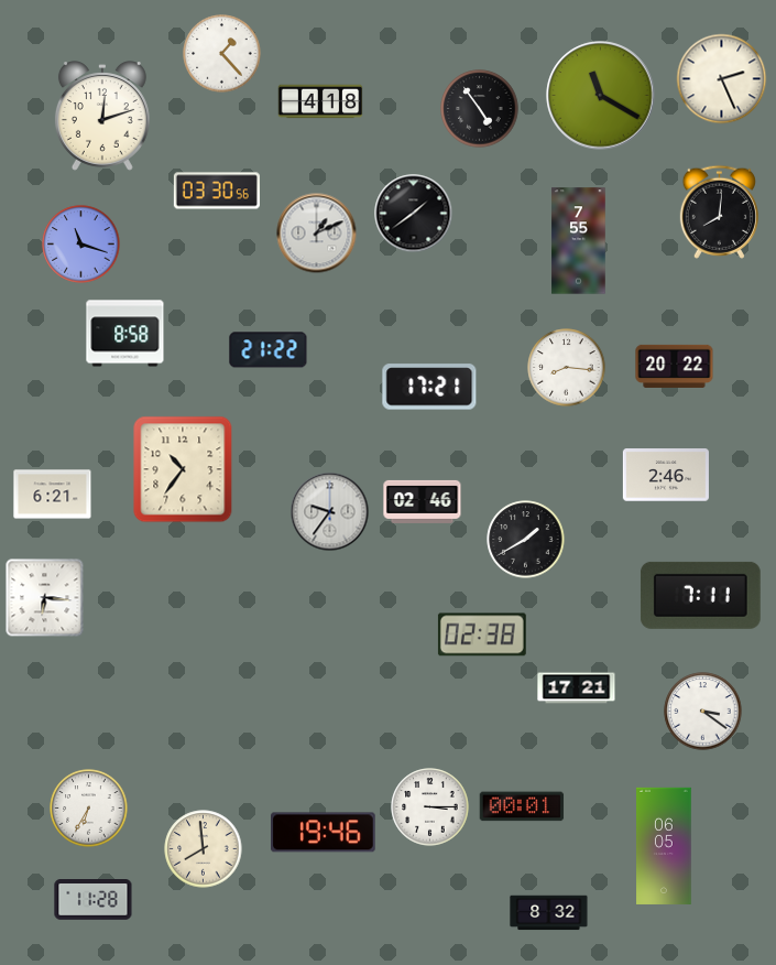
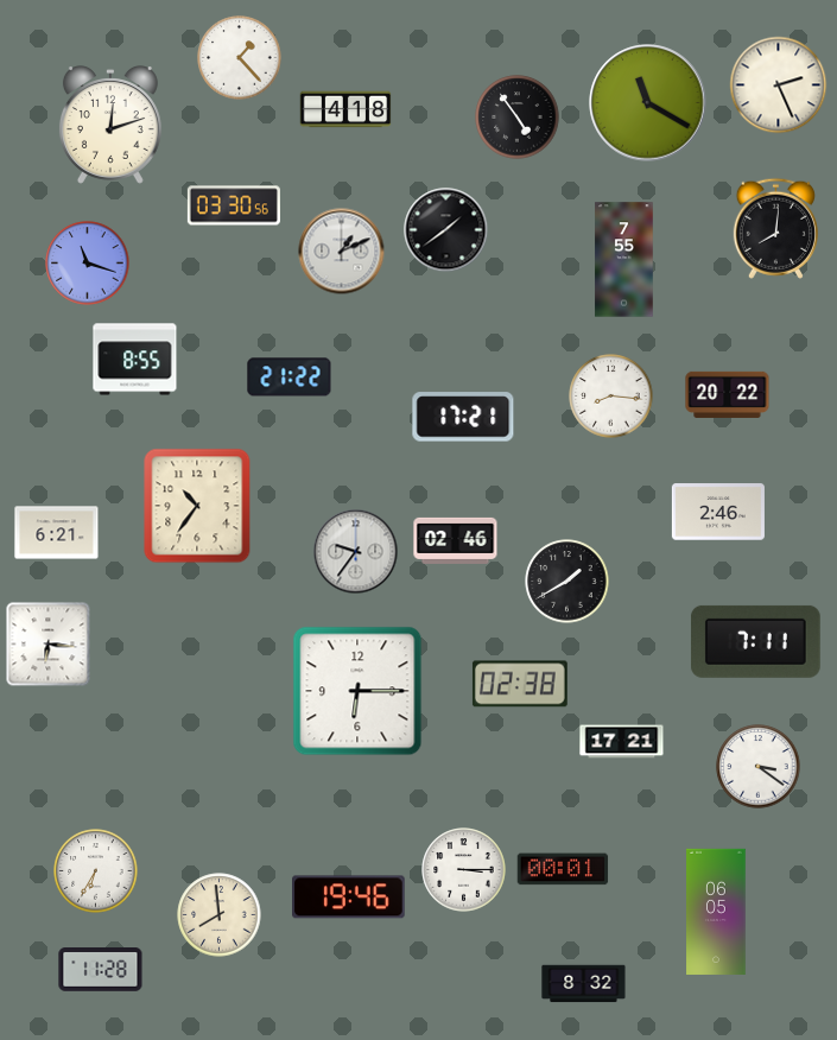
clock at (125, 334): 8:58 -> 8:55
clock at (357, 691): none -> 6:15
clock at (549, 913) position: (549, 913) -> (584, 984)
